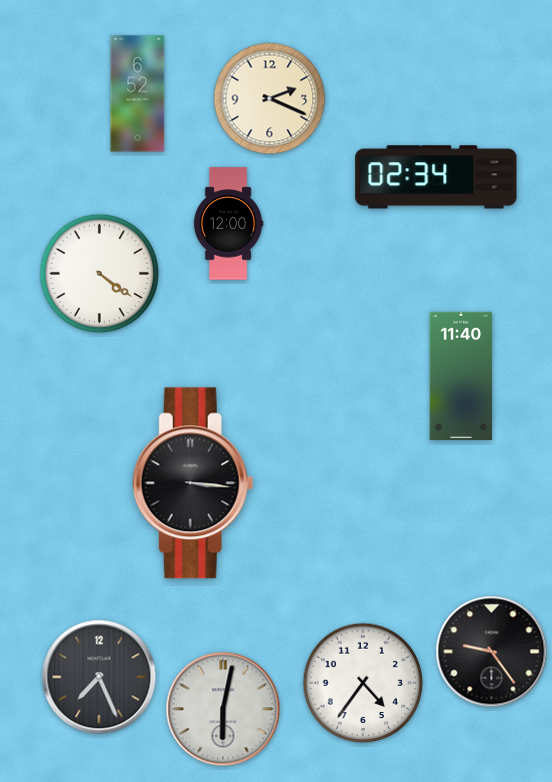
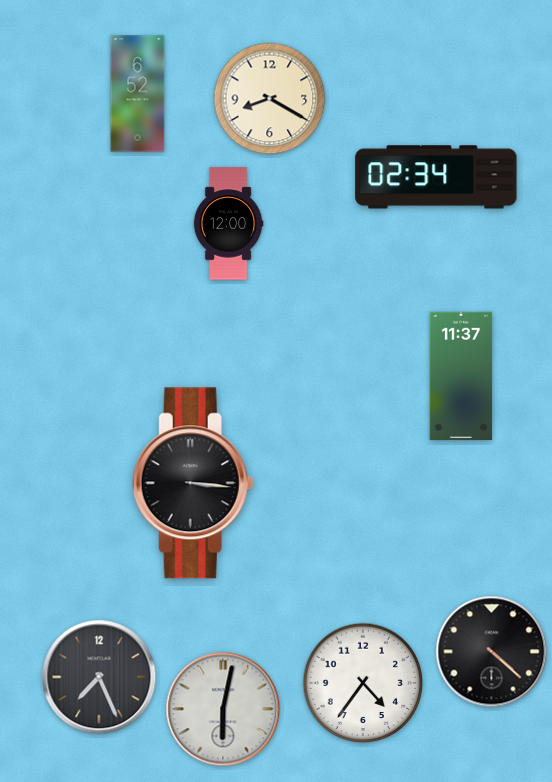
clock at (270, 99): 2:19 -> 8:20
clock at (100, 274): 4:21 -> none
clock at (461, 375): 11:40 -> 11:37
clock at (492, 652): 9:24 -> 4:22
